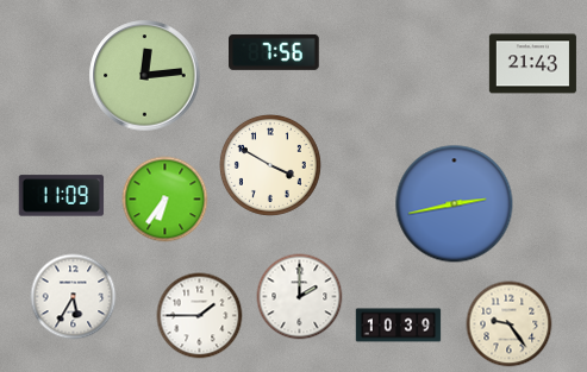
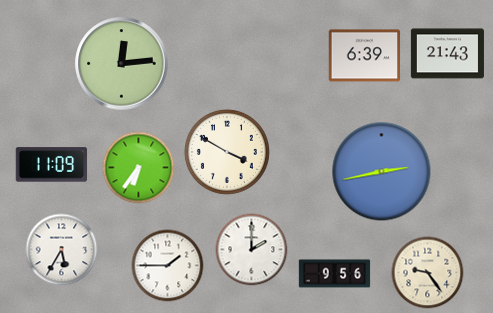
clock at (274, 52): 7:56 -> none
clock at (365, 56): none -> 6:39
clock at (270, 165) position: (270, 165) -> (227, 152)
clock at (399, 326): 10:39 -> 9:56
